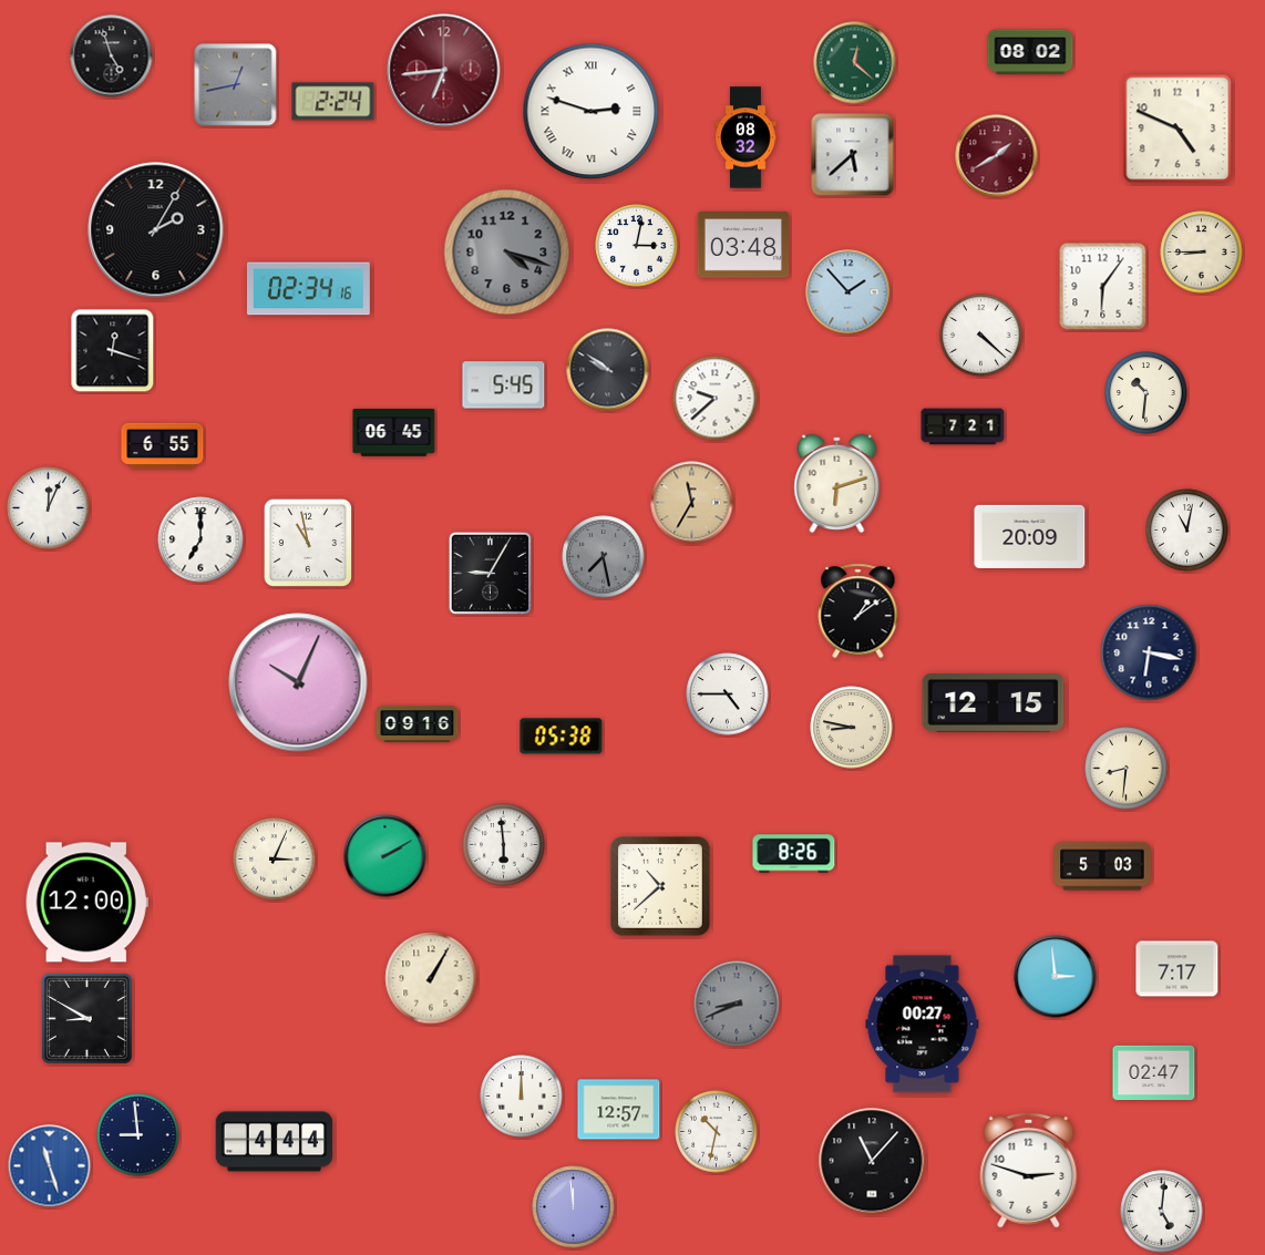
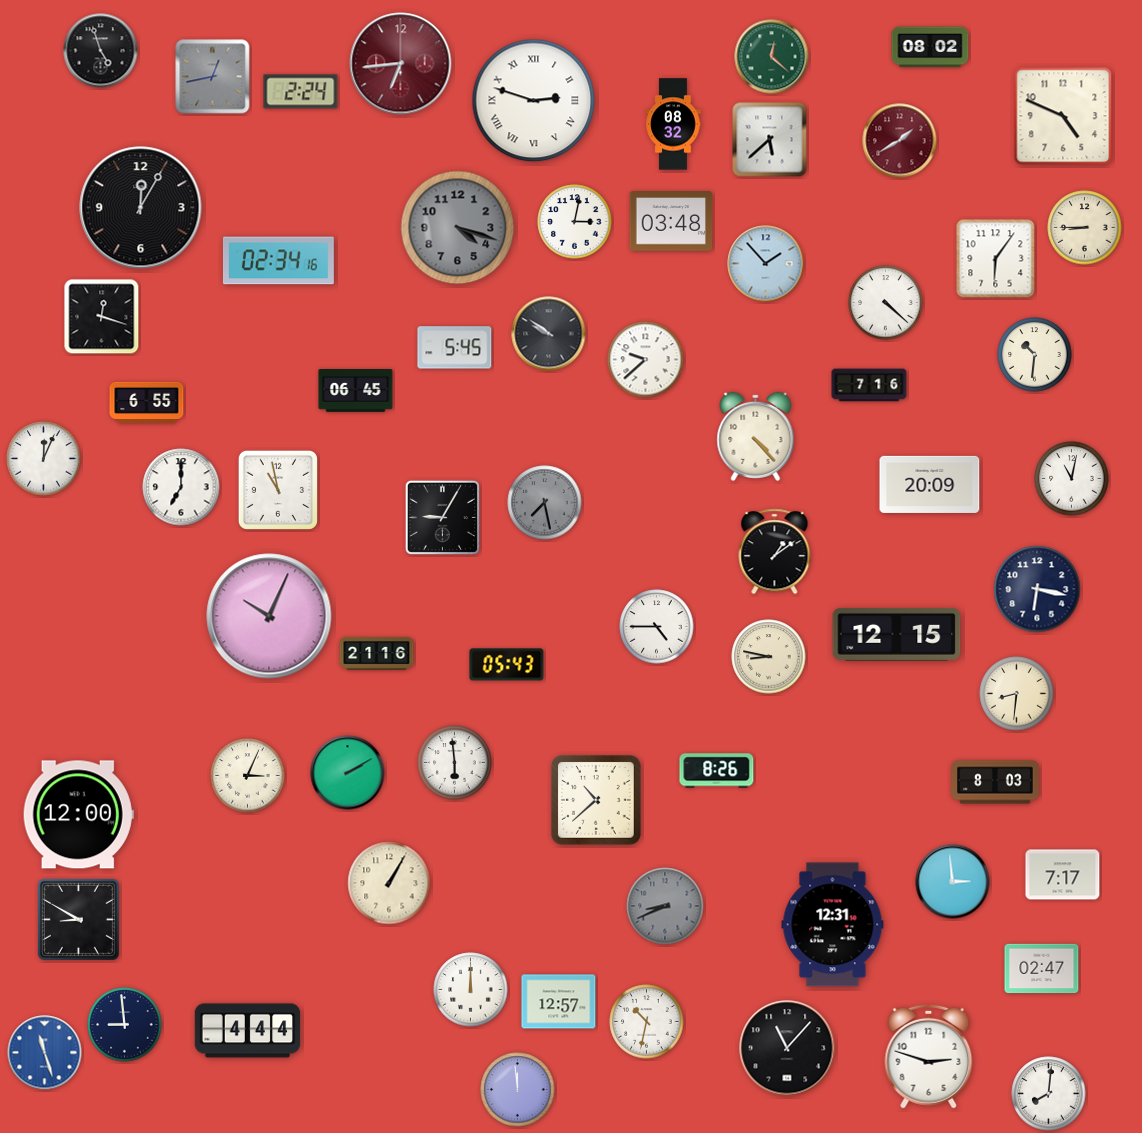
clock at (156, 230): 2:05 -> 12:05
clock at (963, 426): 7:21 -> 7:16
clock at (837, 483): 6:12 -> 4:23
clock at (692, 503): 11:35 -> none
clock at (418, 723): 09:16 -> 21:16
clock at (562, 737): 05:38 -> 05:43
clock at (1102, 866): 5:03 -> 8:03
clock at (923, 1025): 00:27 -> 12:31
clock at (1162, 1212): 5:01 -> 8:01
